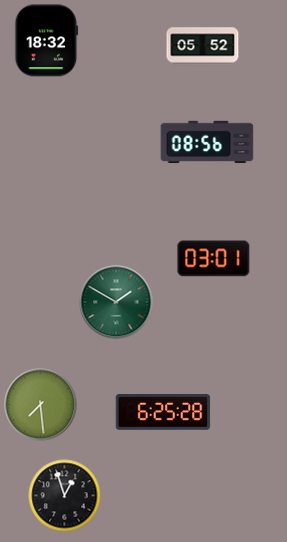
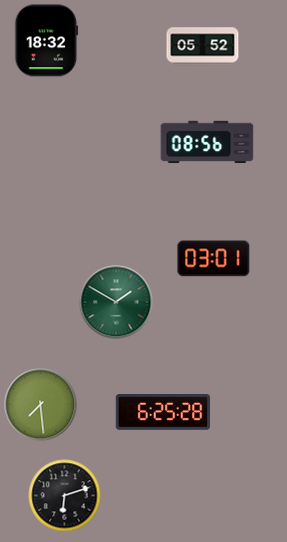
clock at (65, 496): 12:57 -> 6:12
